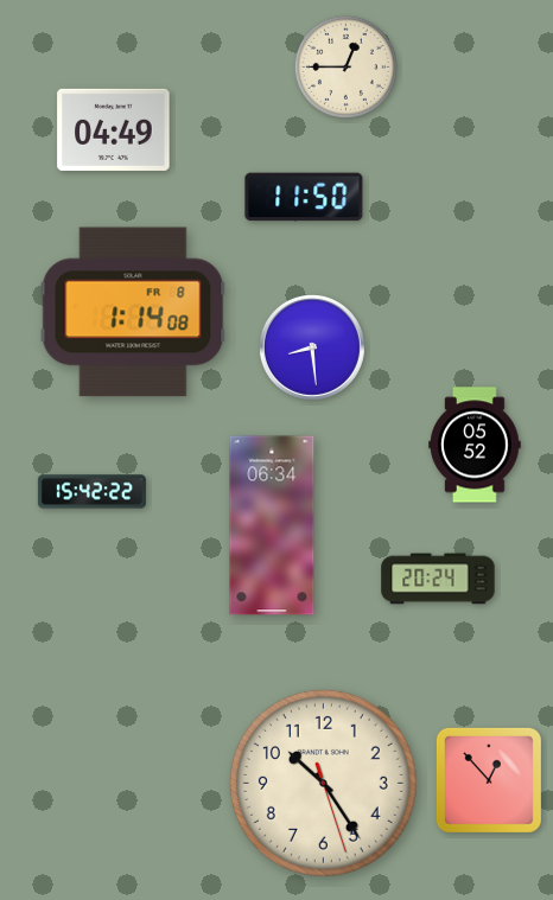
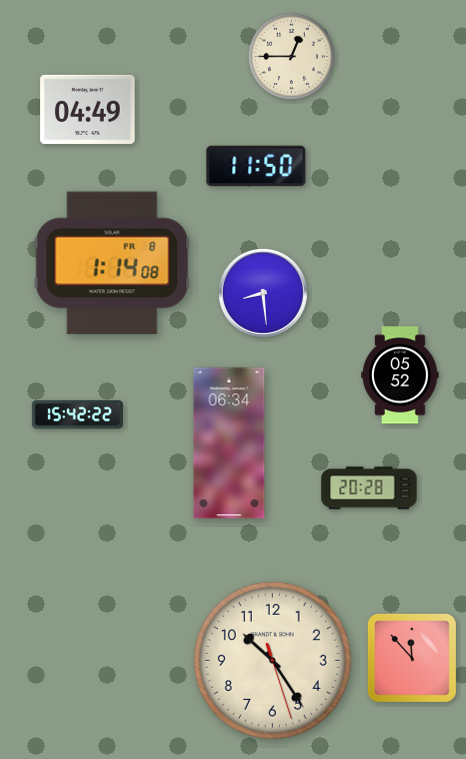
clock at (114, 129) position: (114, 129) -> (88, 109)
clock at (438, 579): 20:24 -> 20:28
clock at (489, 780): 12:53 -> 11:53
